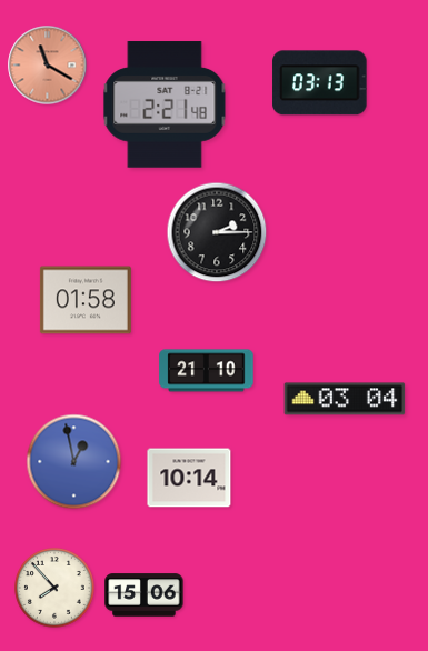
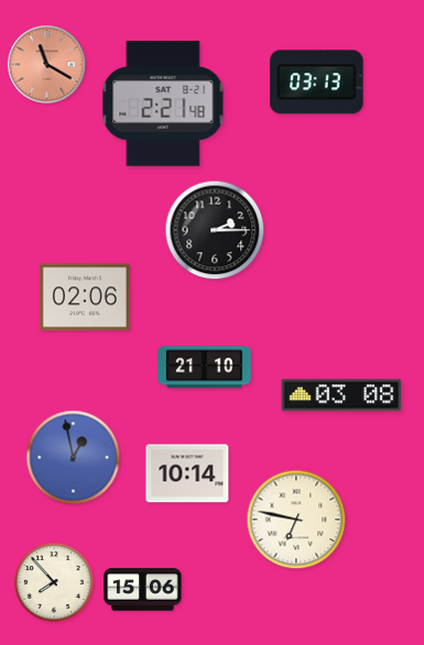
clock at (86, 300): 01:58 -> 02:06
clock at (345, 399): 03:04 -> 03:08
clock at (296, 520): none -> 6:47
